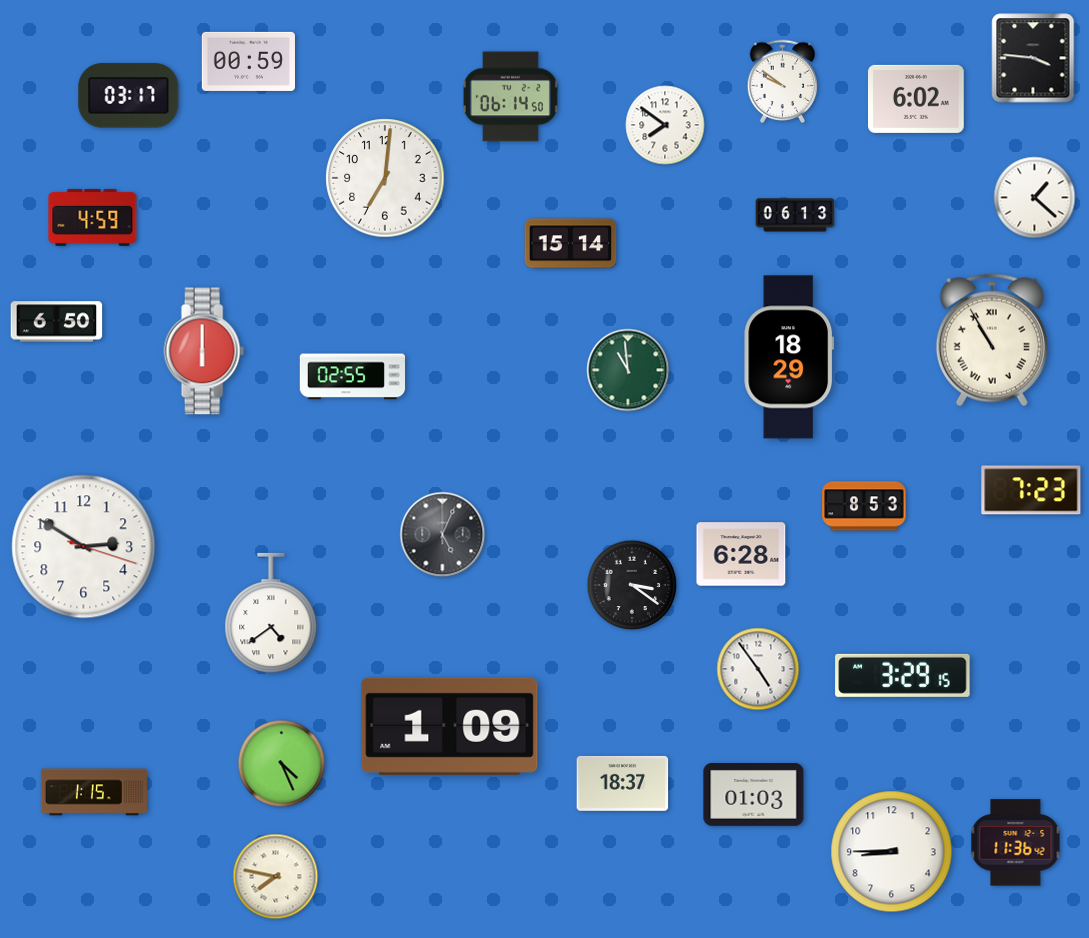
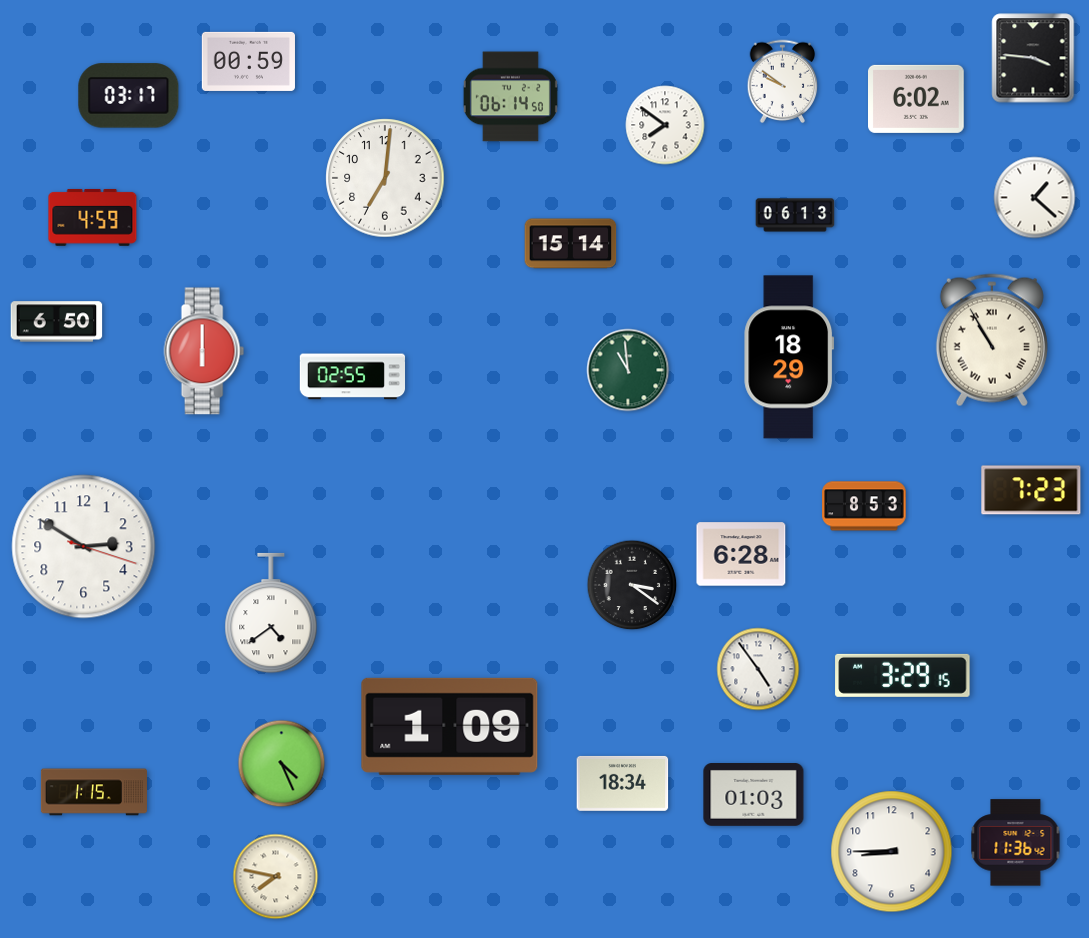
clock at (443, 535): 5:04 -> none
clock at (623, 783): 18:37 -> 18:34
